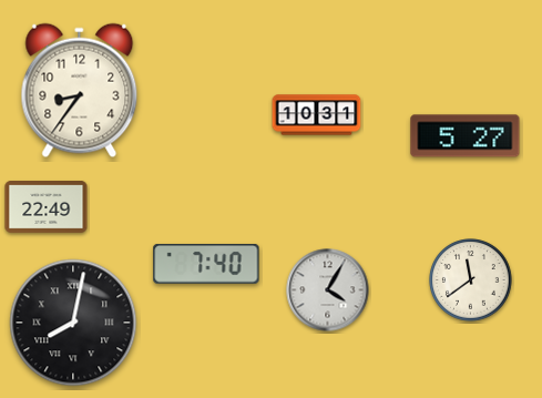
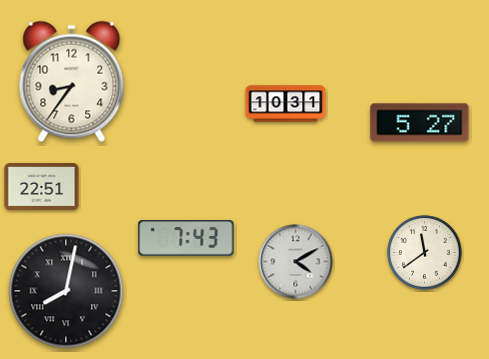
clock at (47, 207): 22:49 -> 22:51
clock at (206, 265): 7:40 -> 7:43
clock at (328, 290): 4:05 -> 4:10
